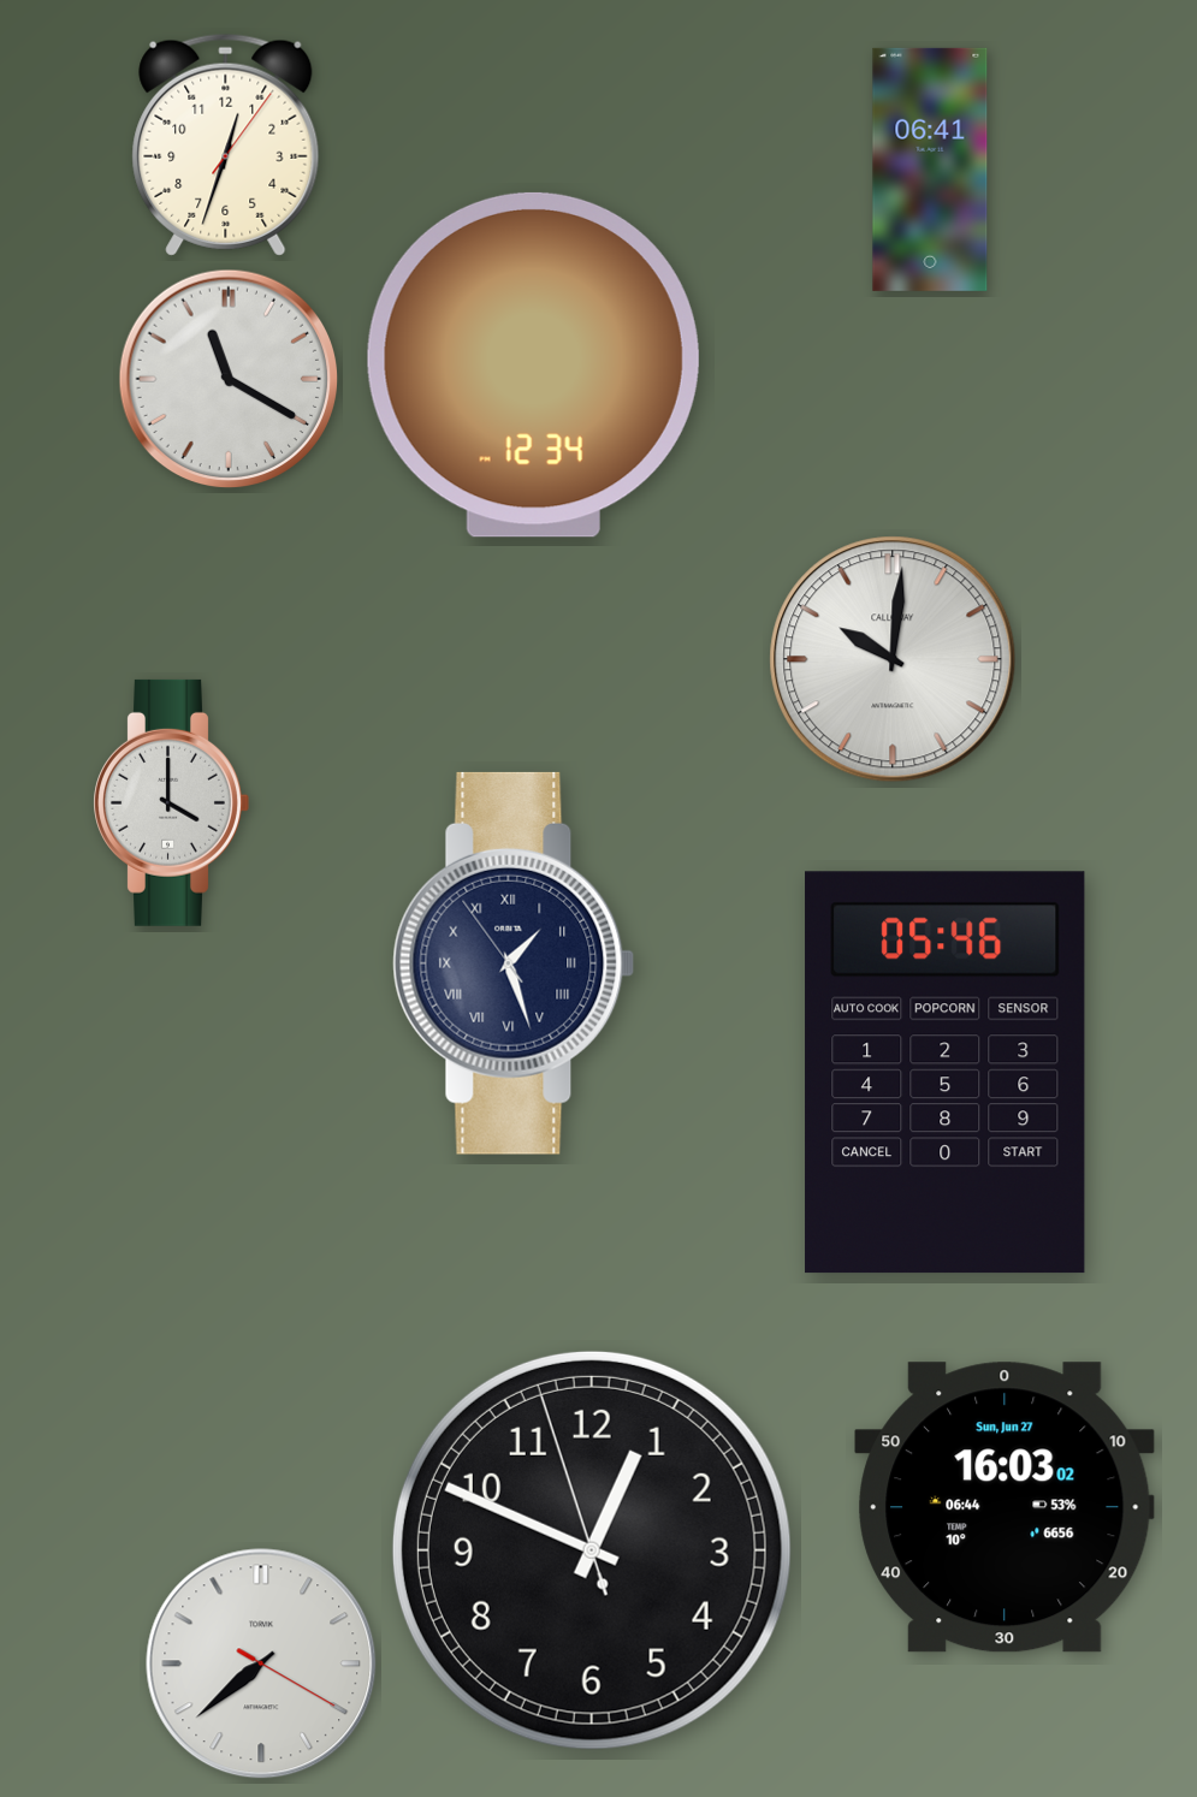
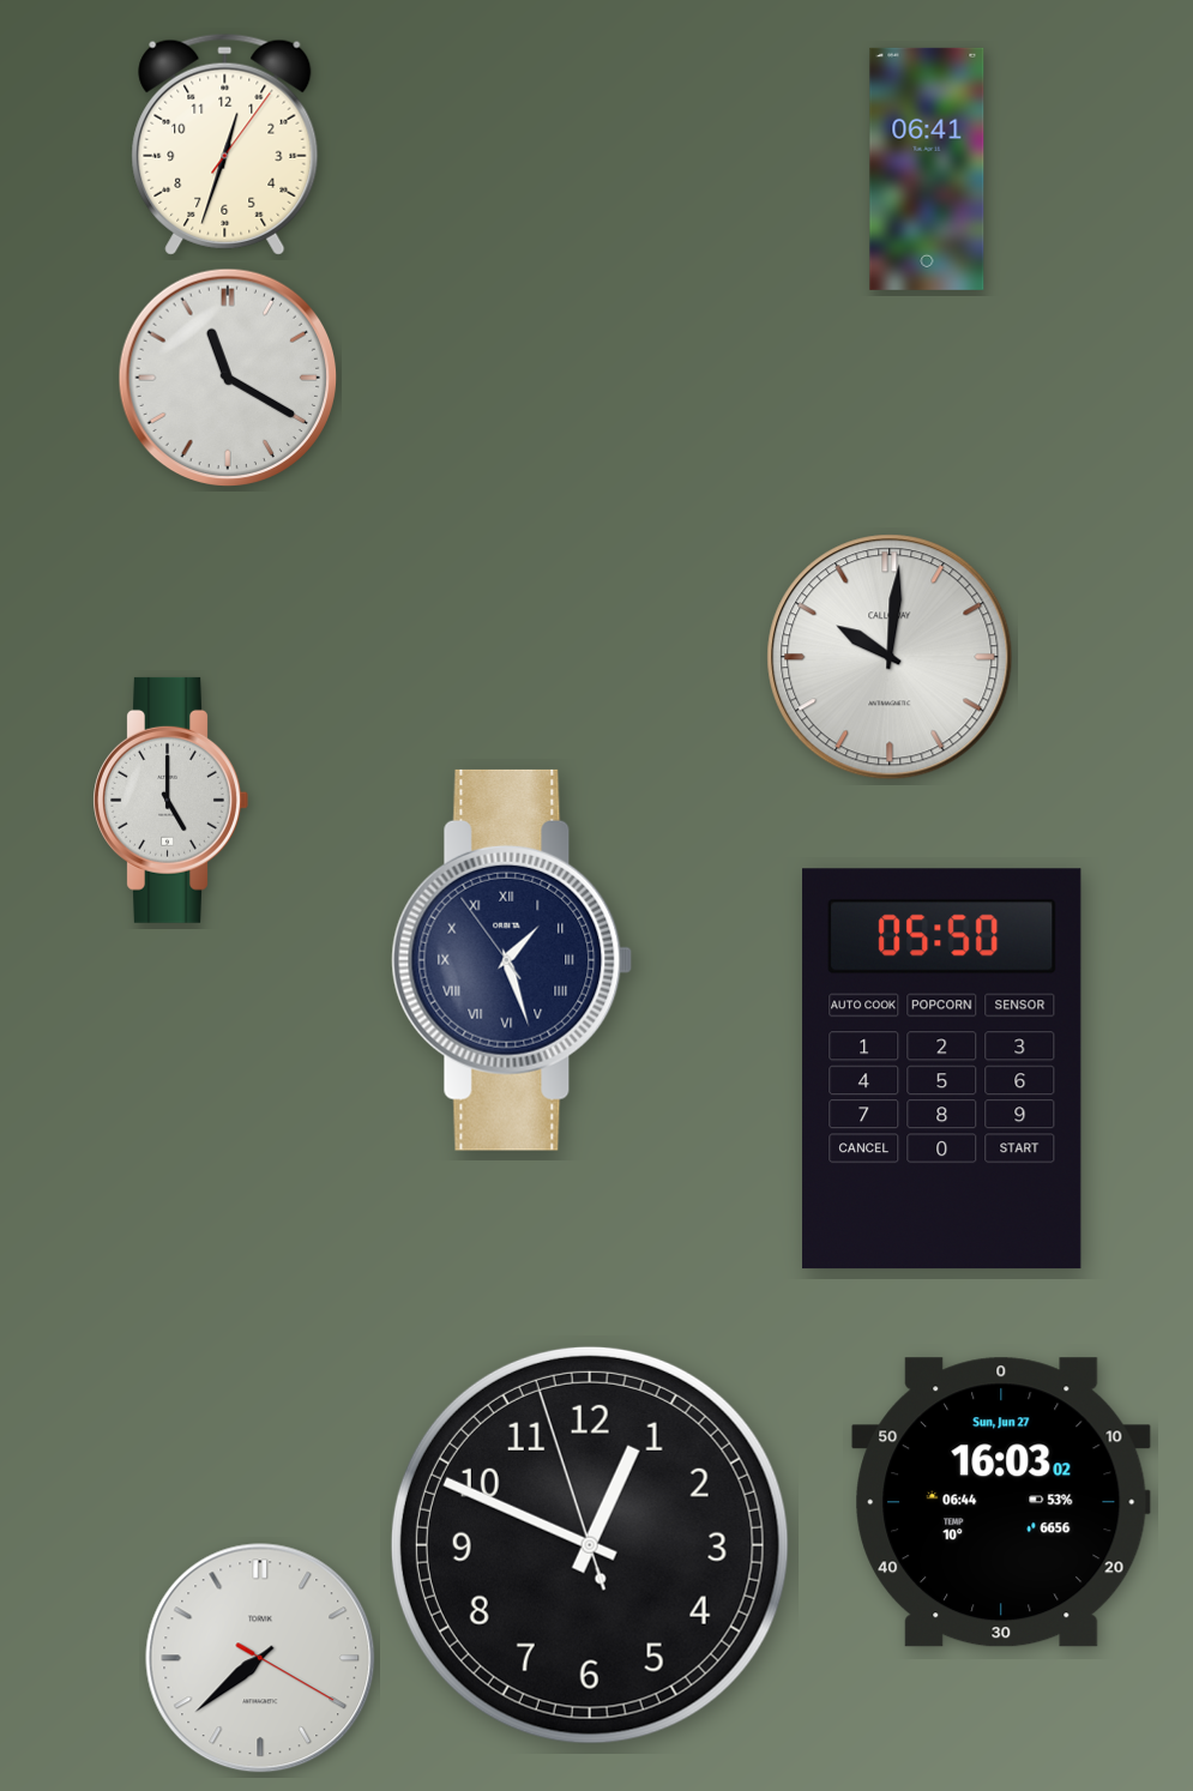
clock at (533, 364): 12:34 -> none
clock at (171, 802): 4:00 -> 5:00
clock at (946, 1073): 05:46 -> 05:50
